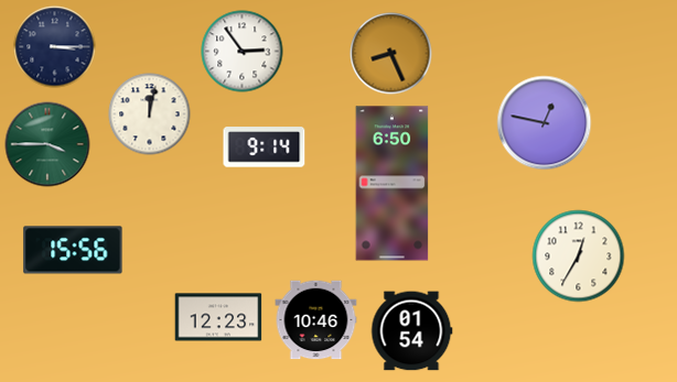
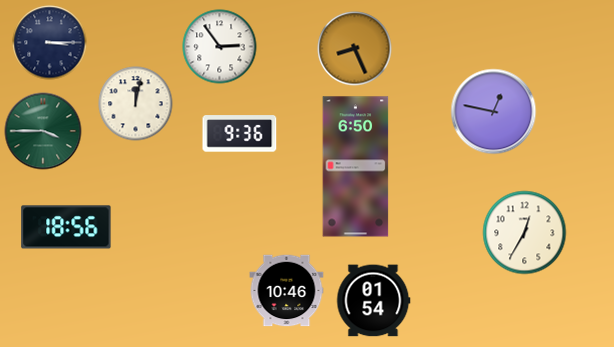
clock at (265, 148): 9:14 -> 9:36
clock at (73, 250): 15:56 -> 18:56
clock at (218, 317): 12:23 -> none
